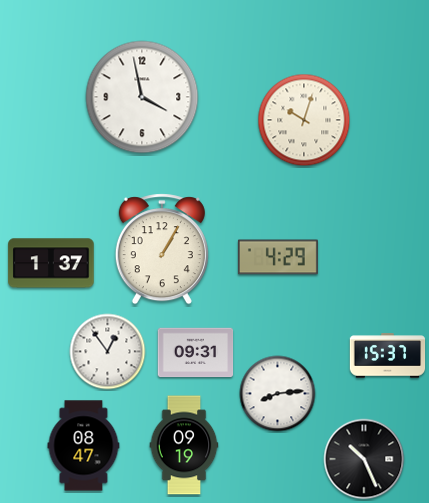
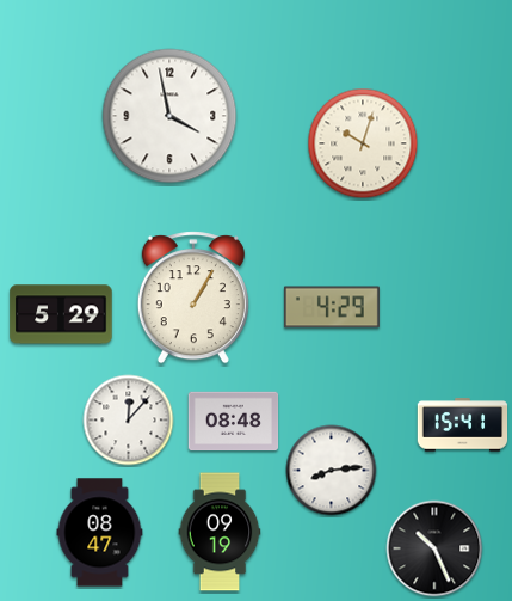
clock at (51, 263): 1:37 -> 5:29
clock at (108, 352): 12:54 -> 12:07
clock at (196, 353): 09:31 -> 08:48
clock at (388, 356): 15:37 -> 15:41
